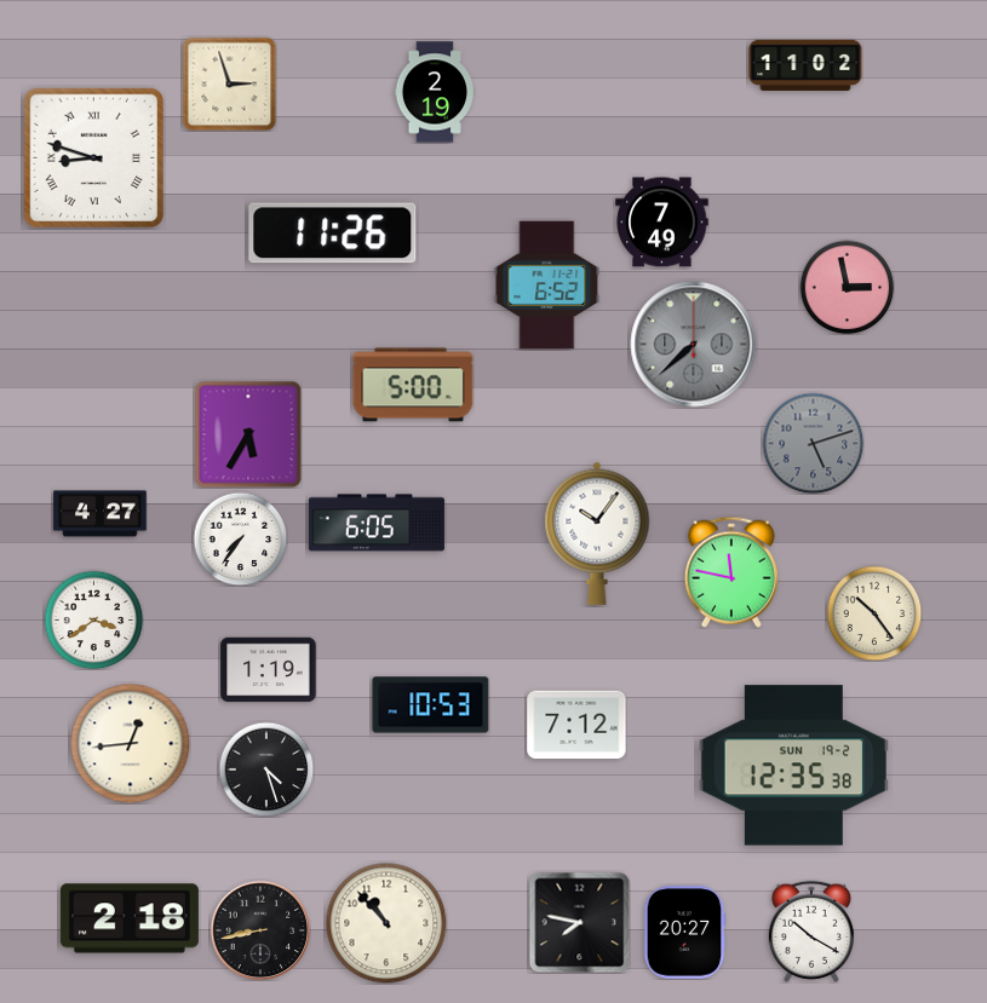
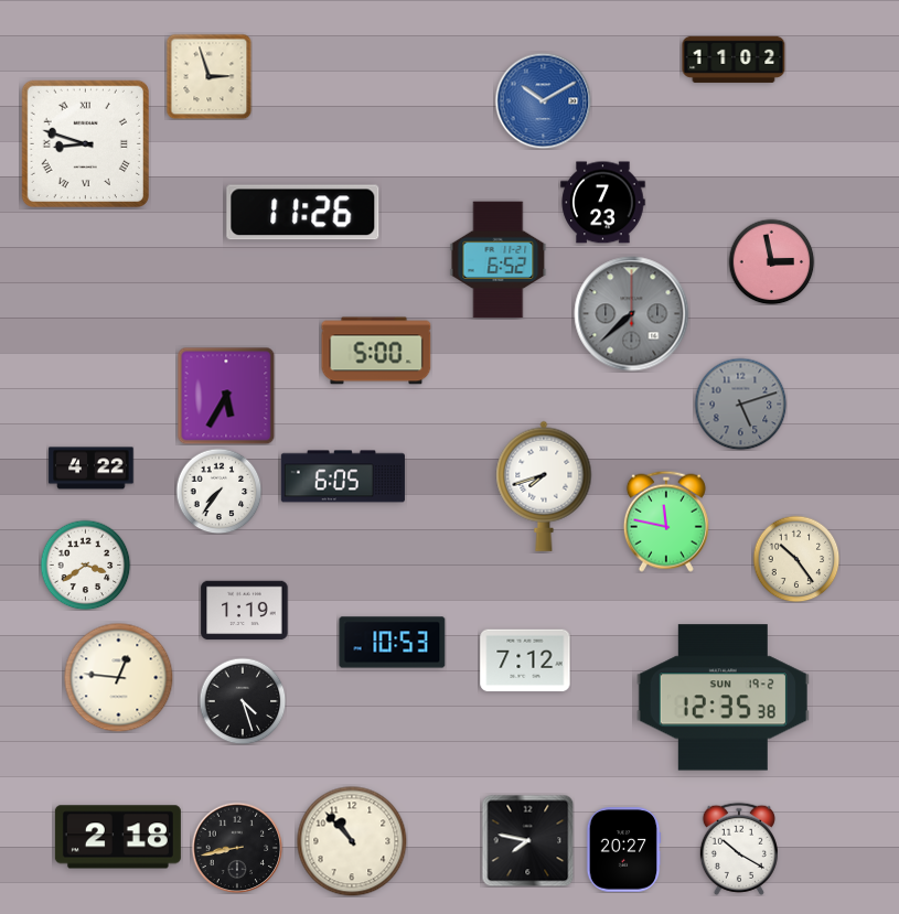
clock at (434, 92): 2:19 -> none
clock at (543, 100): none -> 10:10
clock at (662, 223): 7:49 -> 7:23
clock at (101, 514): 4:27 -> 4:22
clock at (597, 534): 10:06 -> 7:42
clock at (131, 744): 12:44 -> 12:46
